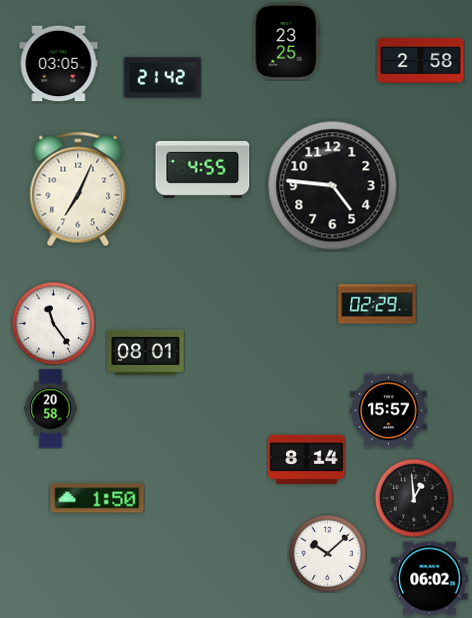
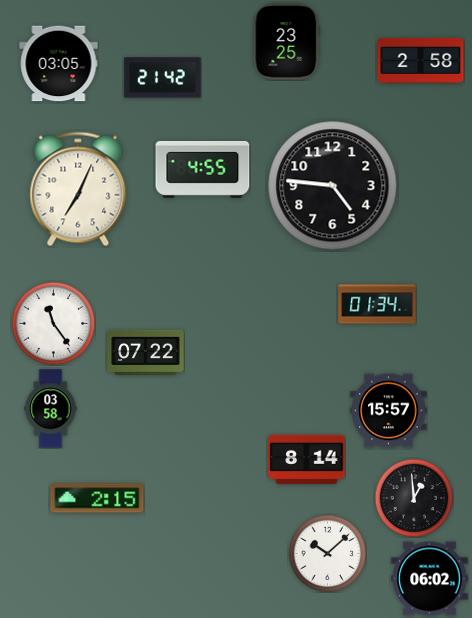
clock at (377, 304): 02:29 -> 01:34
clock at (146, 352): 08:01 -> 07:22
clock at (51, 409): 20:58 -> 03:58
clock at (97, 498): 1:50 -> 2:15
